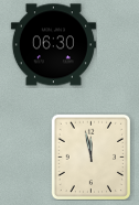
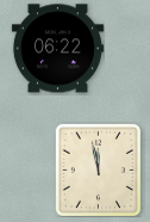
clock at (53, 45): 06:30 -> 06:22
